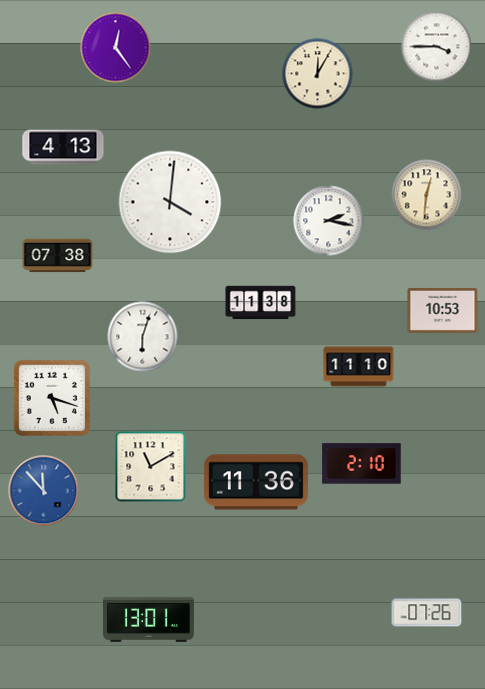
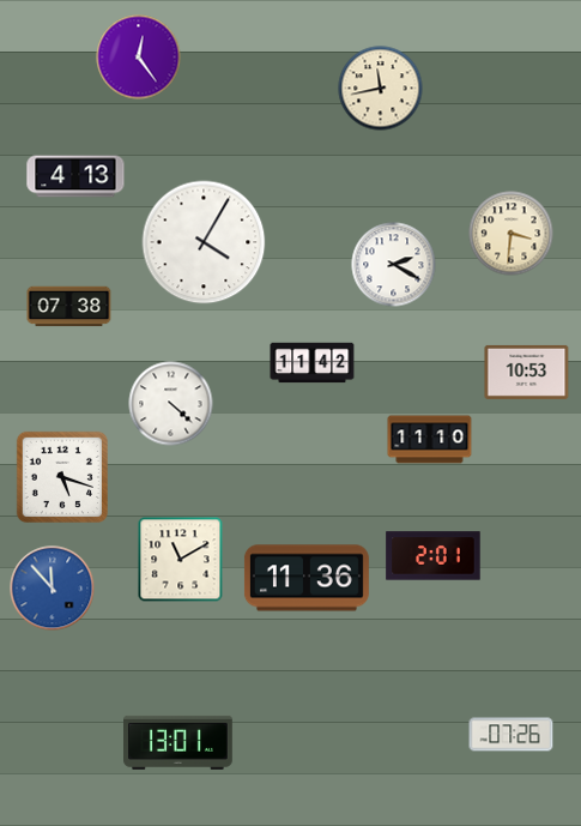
clock at (437, 47): 3:45 -> none
clock at (318, 74): 12:05 -> 11:43
clock at (427, 195): 12:31 -> 3:31
clock at (170, 202): 4:01 -> 4:05
clock at (329, 221): 2:17 -> 2:20
clock at (261, 303): 11:38 -> 11:42
clock at (443, 310) position: (443, 310) -> (527, 372)
clock at (143, 337): 6:03 -> 4:22
clock at (362, 464): 2:10 -> 2:01
